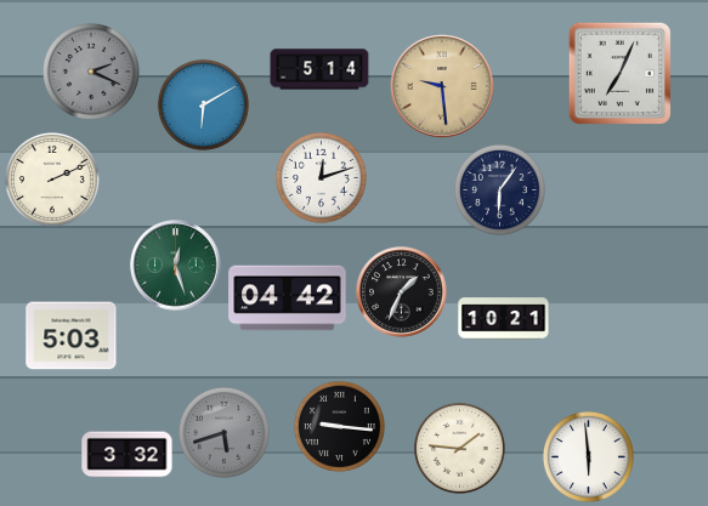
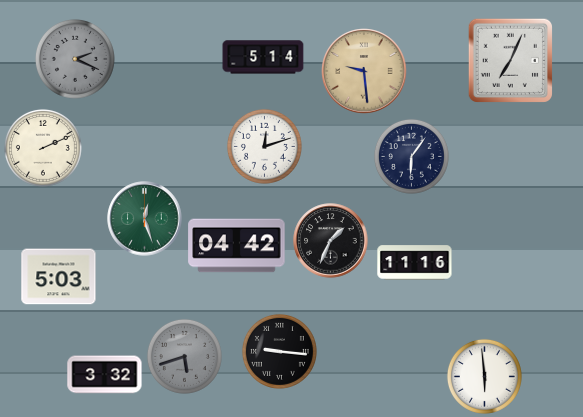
clock at (203, 104): 6:10 -> none
clock at (504, 319): 10:21 -> 11:16
clock at (459, 448): 1:46 -> none
